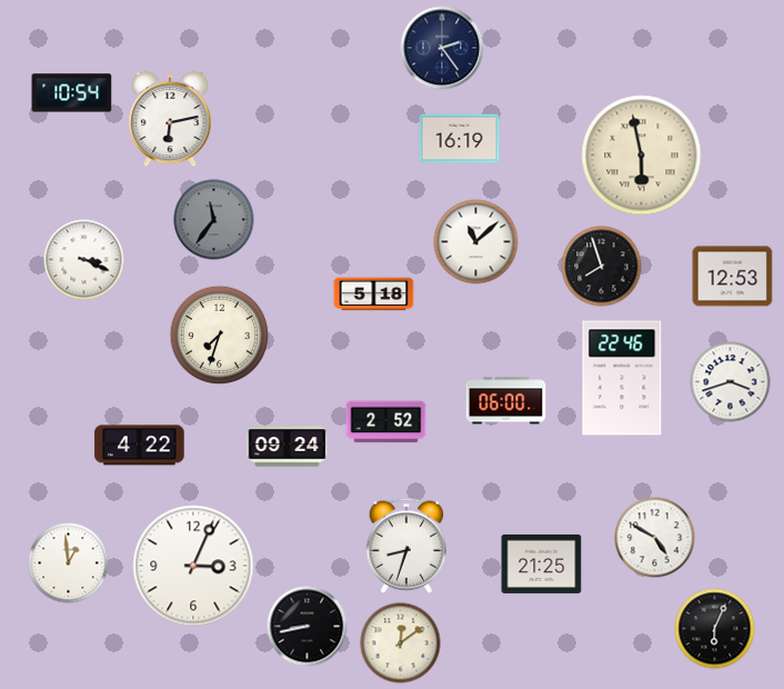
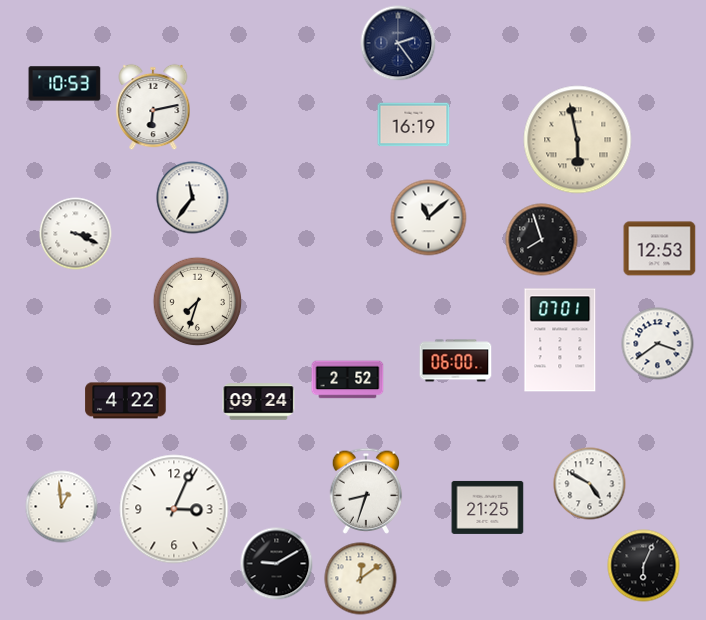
clock at (72, 93): 10:54 -> 10:53
clock at (214, 220) dial: grey -> white
clock at (374, 294): 5:18 -> none
clock at (622, 378): 22:46 -> 07:01
clock at (731, 382): 3:42 -> 3:39
clock at (308, 627): 8:43 -> 9:10
